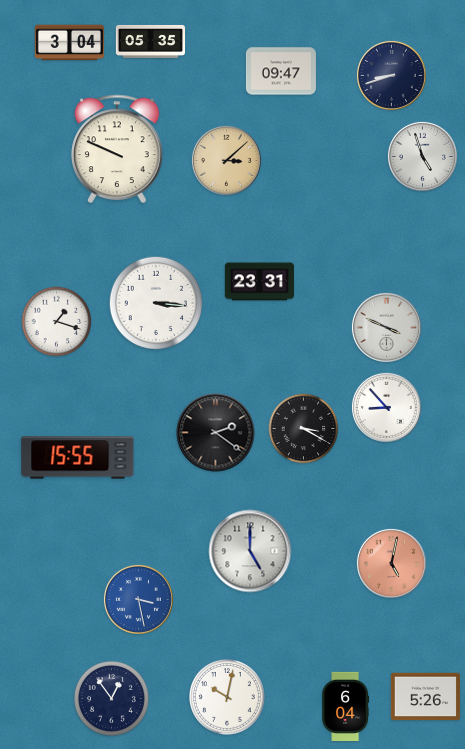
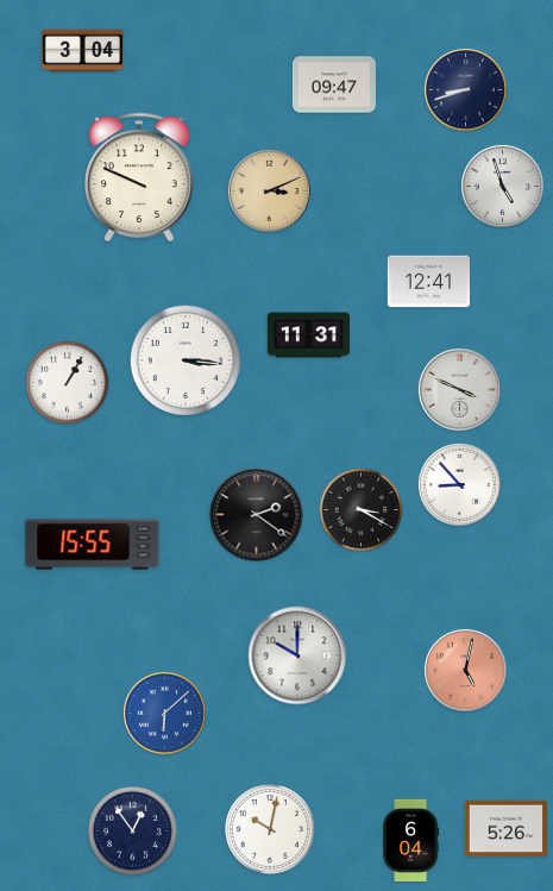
clock at (150, 41): 05:35 -> none
clock at (226, 160): 3:08 -> 3:11
clock at (428, 282): none -> 12:41
clock at (259, 282): 23:31 -> 11:31
clock at (57, 322): 1:18 -> 1:05
clock at (250, 551): 5:00 -> 10:00
clock at (138, 599): 3:28 -> 6:08
